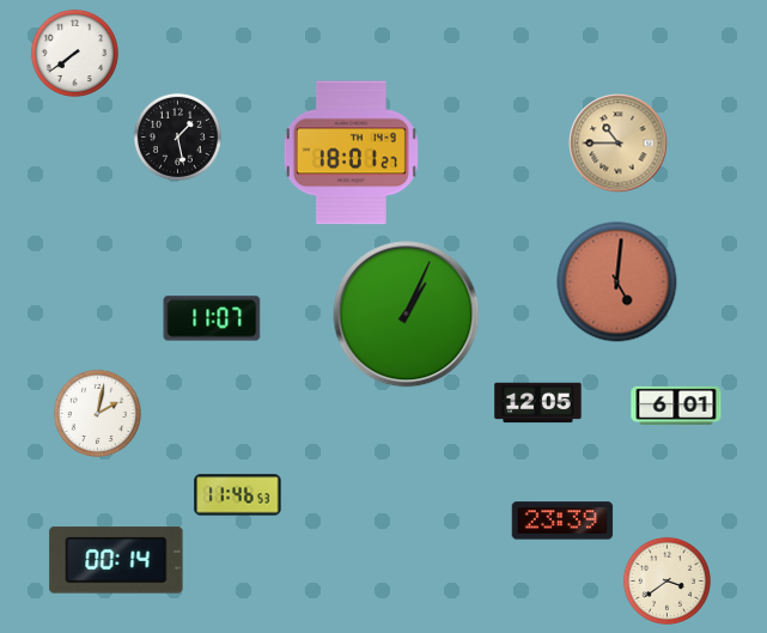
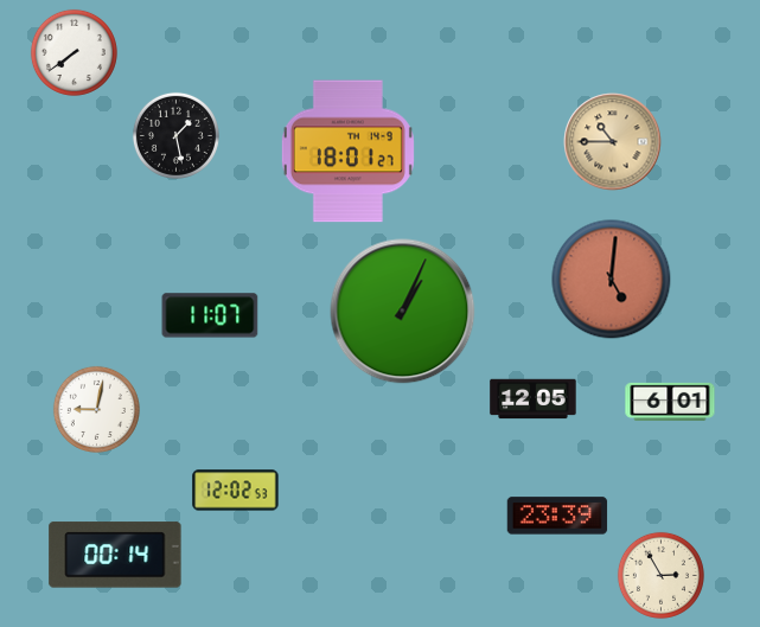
clock at (97, 413): 2:02 -> 9:02
clock at (238, 495): 11:46 -> 12:02
clock at (666, 580): 3:39 -> 2:55
